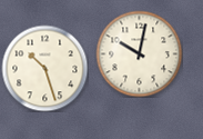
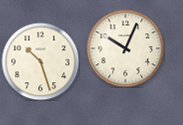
clock at (139, 53): 10:02 -> 10:04
